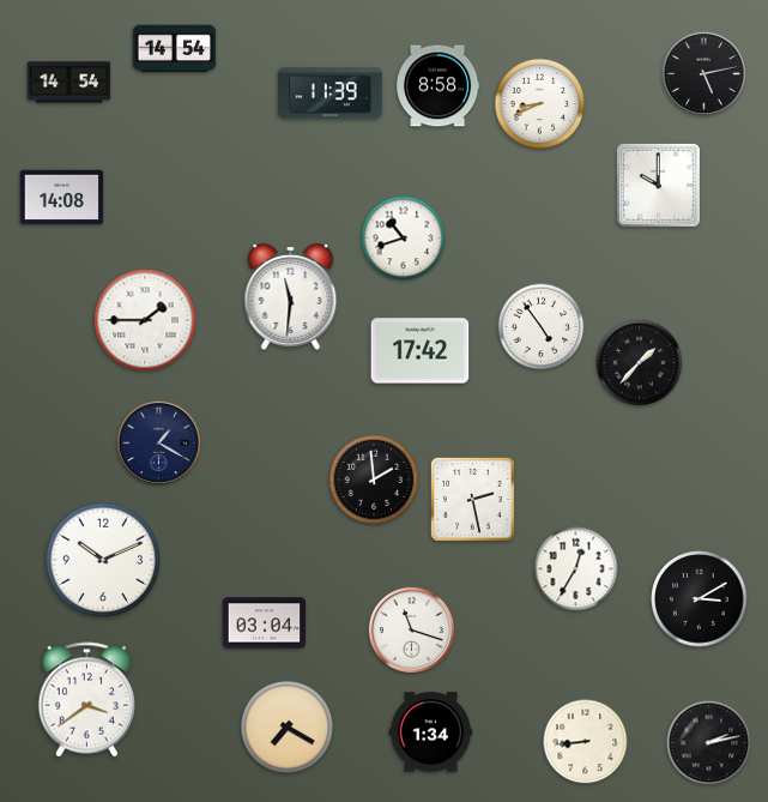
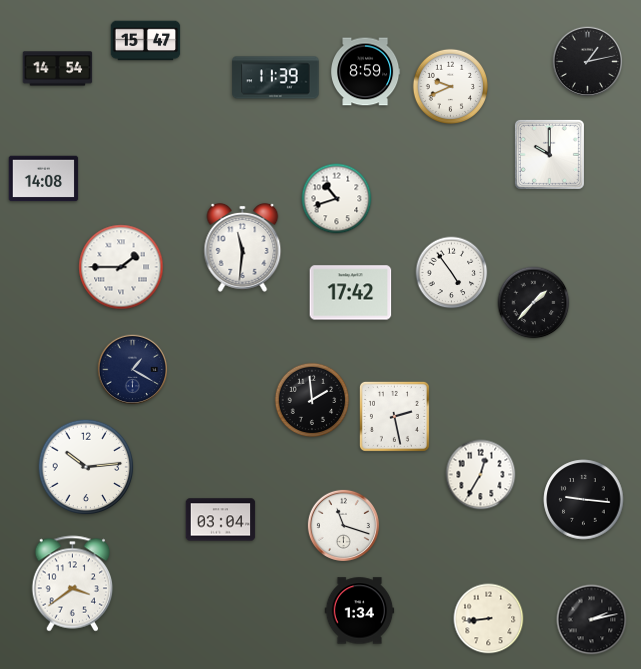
clock at (175, 49): 14:54 -> 15:47
clock at (704, 74): 5:13 -> 1:13
clock at (439, 86): 8:58 -> 8:59
clock at (539, 103): 8:41 -> 9:41
clock at (62, 198) position: (62, 198) -> (44, 179)
clock at (103, 560): 10:11 -> 10:14
clock at (700, 599): 3:10 -> 9:16
clock at (286, 726): 7:20 -> none
